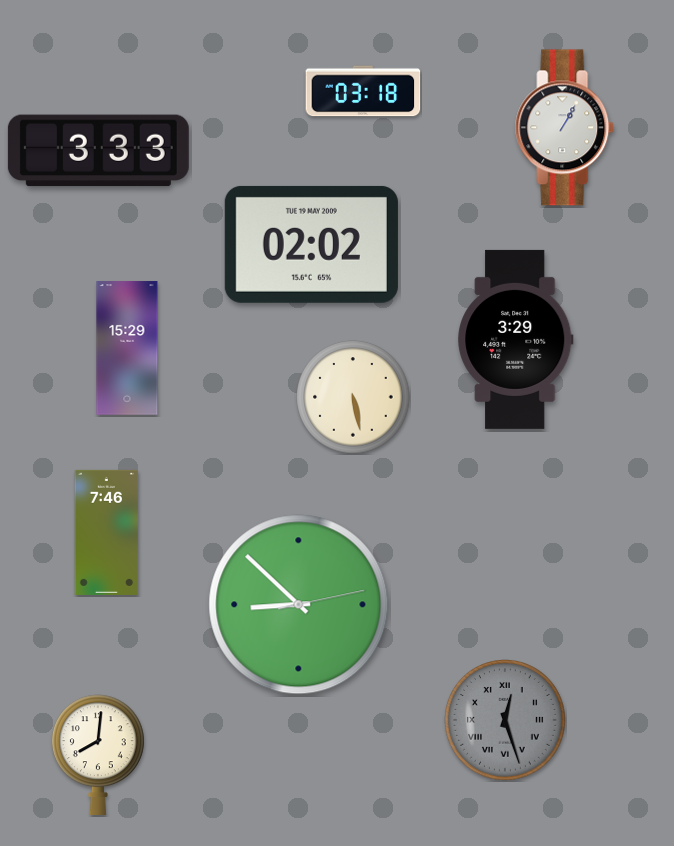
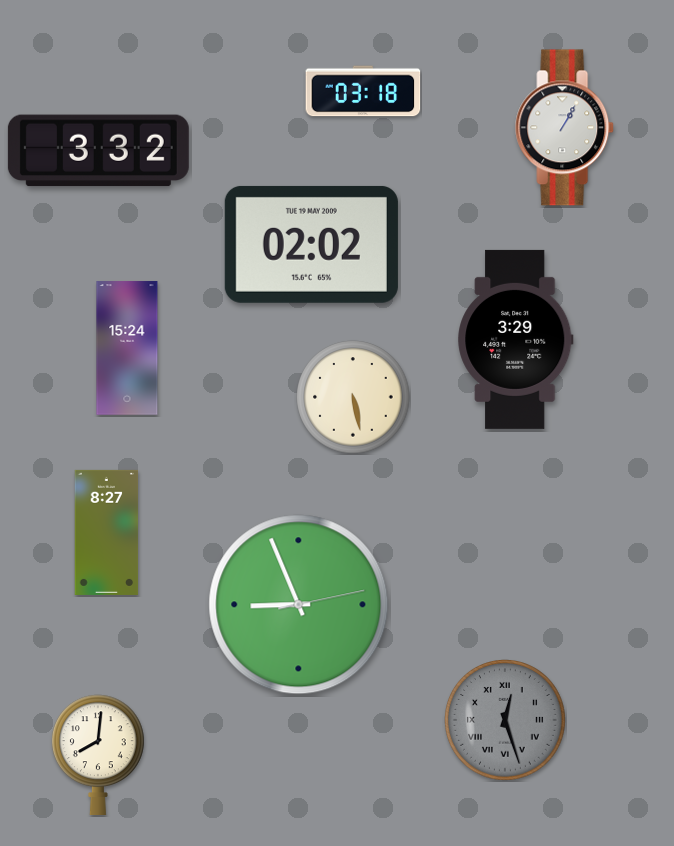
clock at (98, 151): 3:33 -> 3:32
clock at (127, 348): 15:29 -> 15:24
clock at (107, 532): 7:46 -> 8:27
clock at (299, 605): 8:52 -> 8:56
